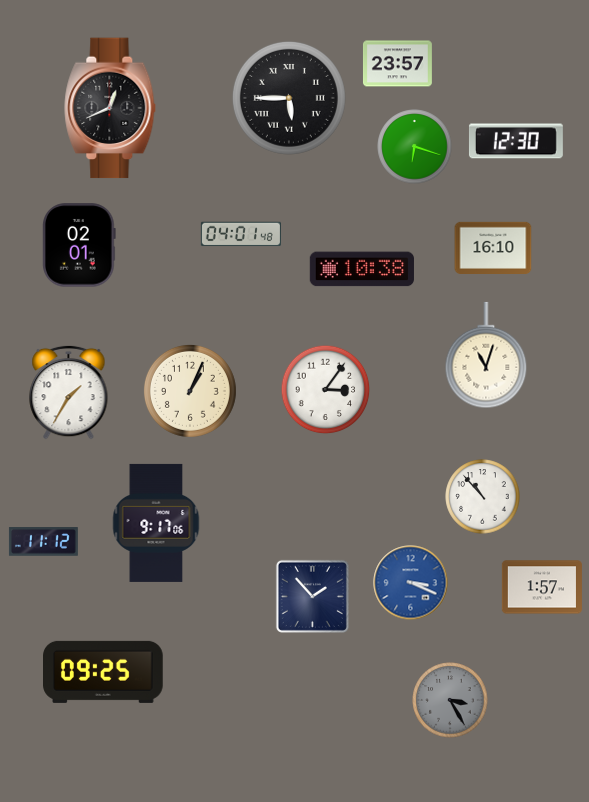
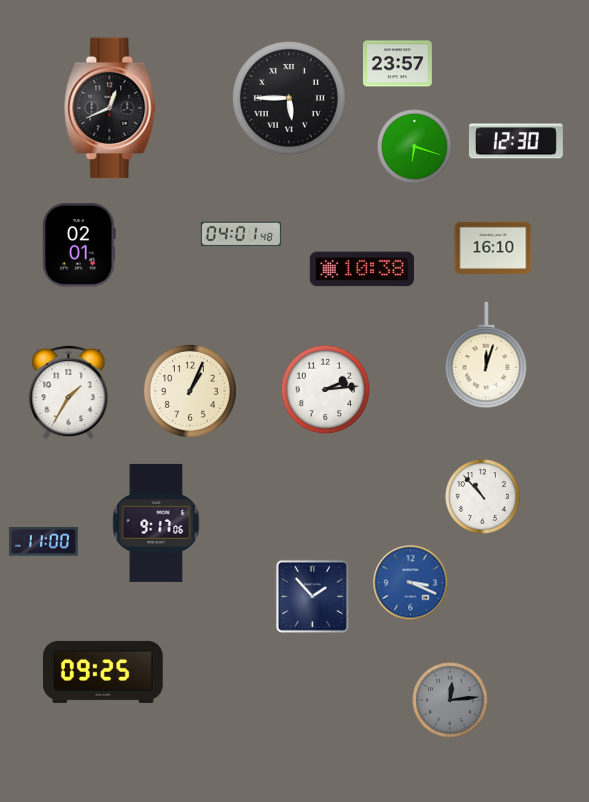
clock at (486, 355): 11:03 -> 12:03
clock at (326, 390): 3:06 -> 2:14
clock at (43, 542): 11:12 -> 11:00
clock at (542, 587): 1:57 -> none
clock at (450, 700): 3:25 -> 12:14
